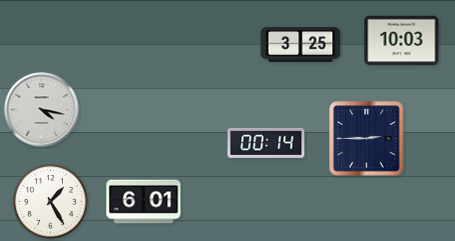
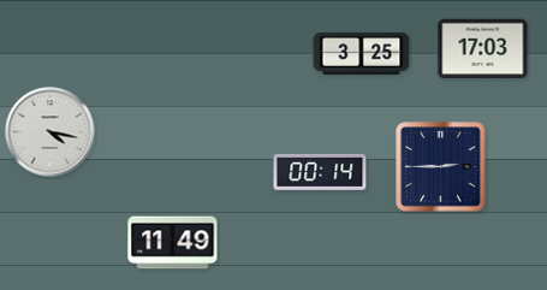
clock at (402, 41): 10:03 -> 17:03
clock at (51, 202): 1:25 -> none
clock at (144, 202): 6:01 -> 11:49
